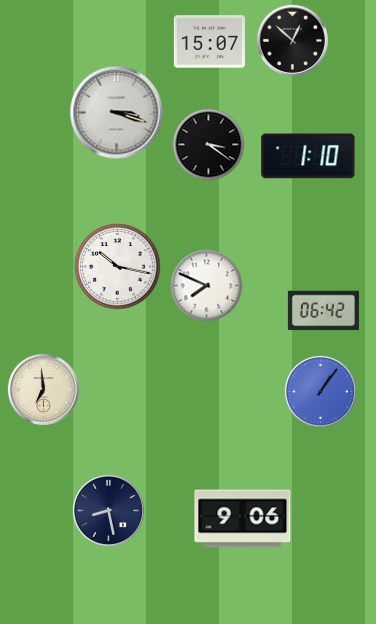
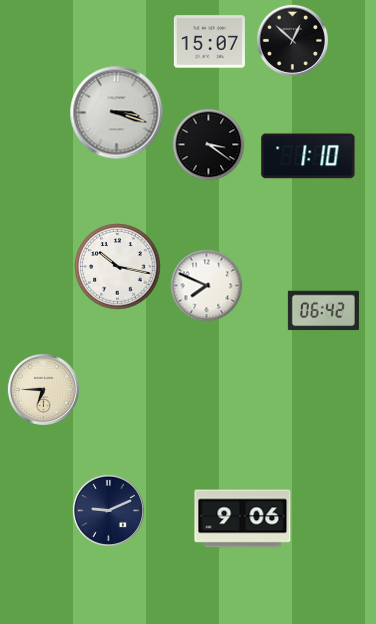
clock at (43, 389): 6:59 -> 6:45
clock at (320, 391): 1:06 -> none
clock at (108, 510): 8:28 -> 9:11
